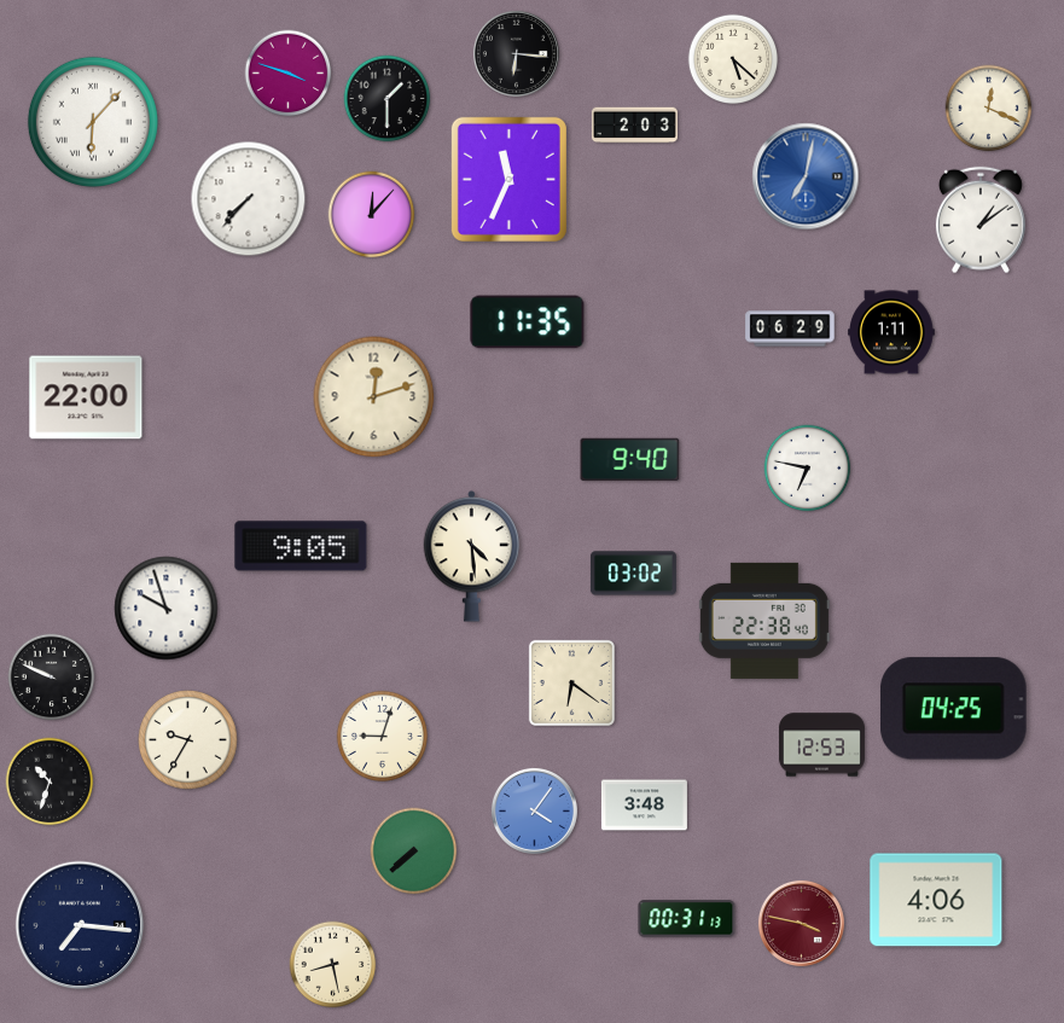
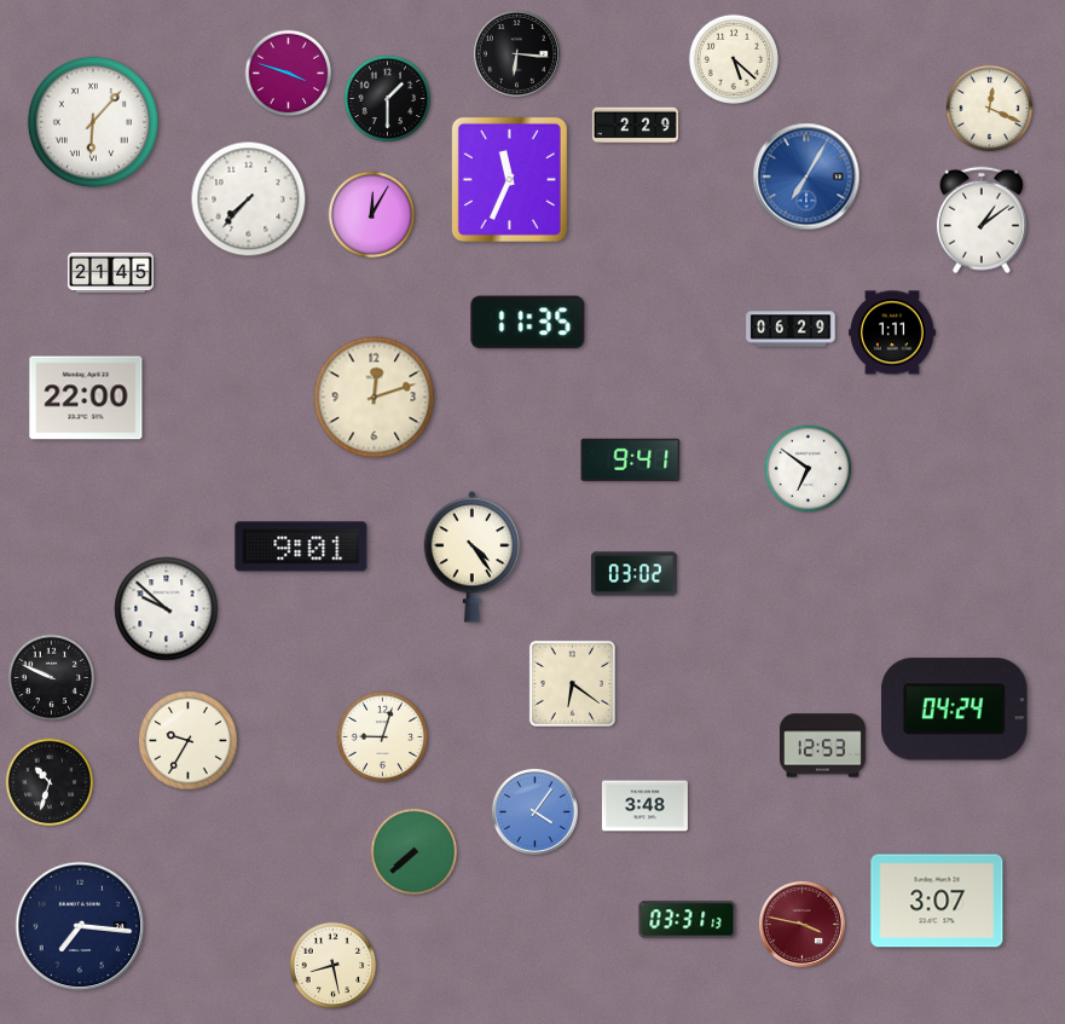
clock at (634, 126): 2:03 -> 2:29
clock at (806, 176): 7:02 -> 7:05
clock at (372, 215): 12:07 -> 12:05
clock at (110, 273): none -> 21:45
clock at (630, 459): 9:40 -> 9:41
clock at (808, 469): 6:47 -> 6:51
clock at (301, 546): 9:05 -> 9:01
clock at (472, 557): 4:29 -> 4:24
clock at (167, 609): 9:57 -> 9:52
clock at (764, 621): 22:38 -> none
clock at (954, 709): 04:25 -> 04:24
clock at (936, 900): 4:06 -> 3:07
clock at (687, 919): 00:31 -> 03:31
